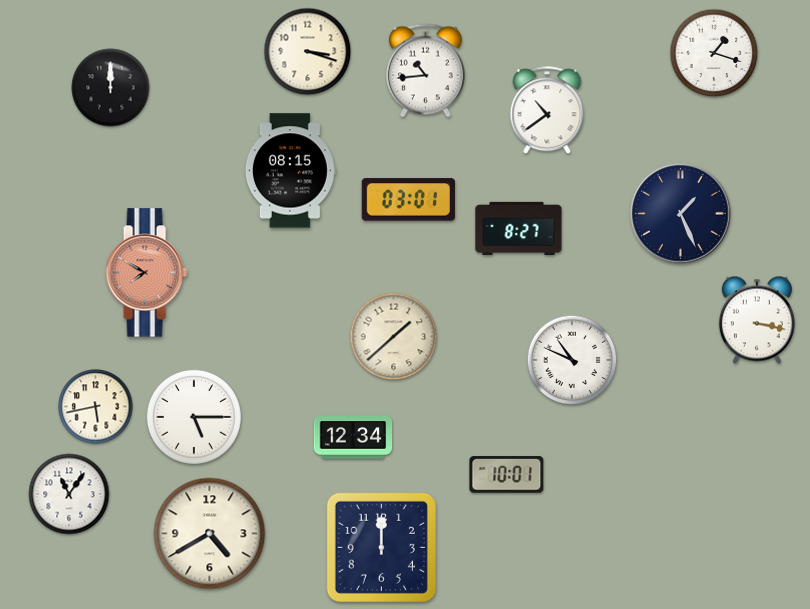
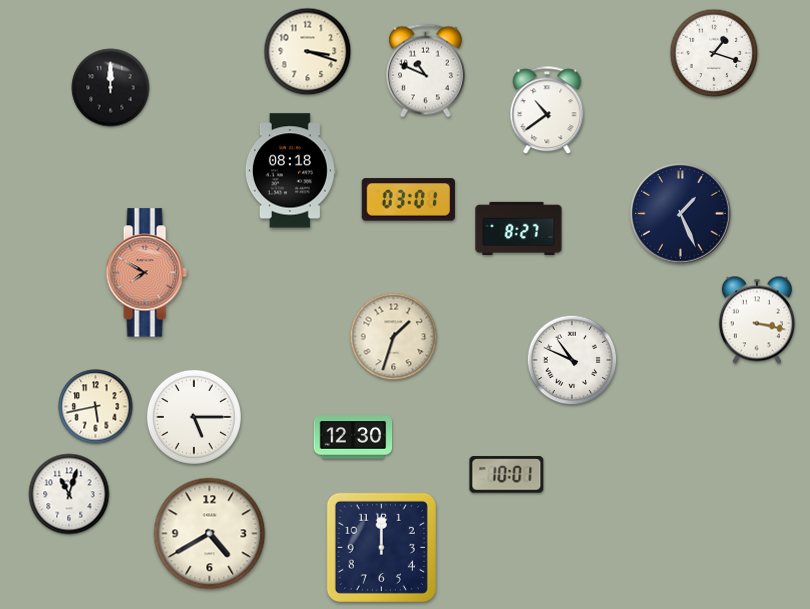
clock at (425, 71): 10:44 -> 10:49
clock at (290, 171): 08:15 -> 08:18
clock at (394, 337): 1:38 -> 1:33
clock at (353, 437): 12:34 -> 12:30
clock at (69, 494): 11:06 -> 11:03
